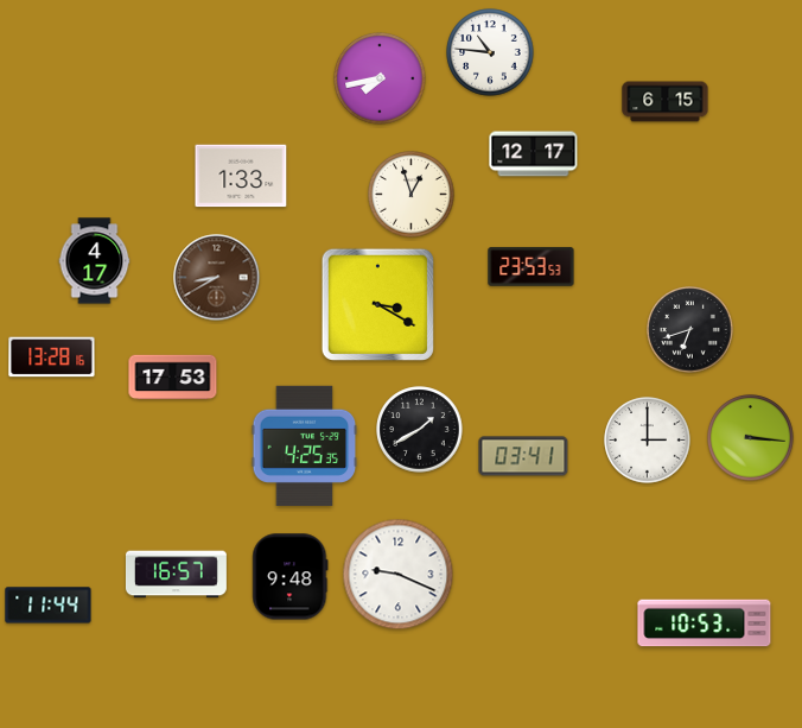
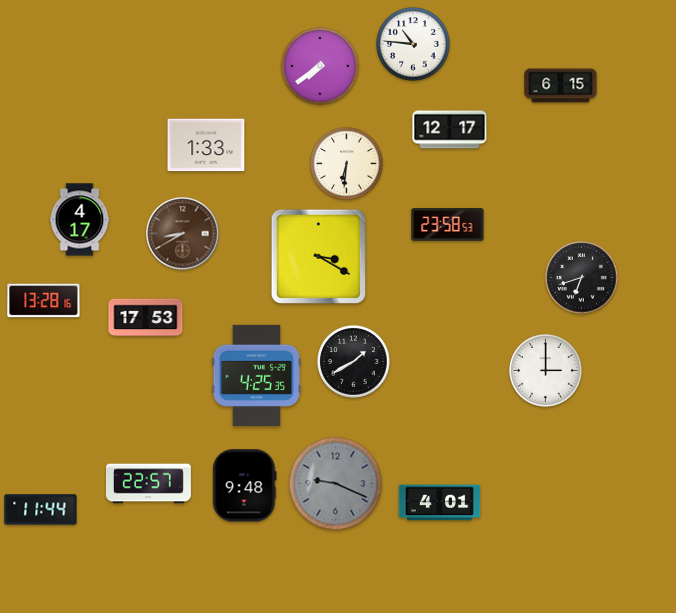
clock at (380, 78): 7:43 -> 7:39
clock at (241, 176) position: (241, 176) -> (206, 145)
clock at (412, 195): 12:57 -> 6:31
clock at (532, 267): 23:53 -> 23:58
clock at (751, 438): 3:16 -> none
clock at (523, 456): 03:41 -> none
clock at (176, 575): 16:57 -> 22:57
clock at (399, 575) dial: white -> grey
clock at (440, 503): none -> 4:01
clock at (705, 623): 10:53 -> none
